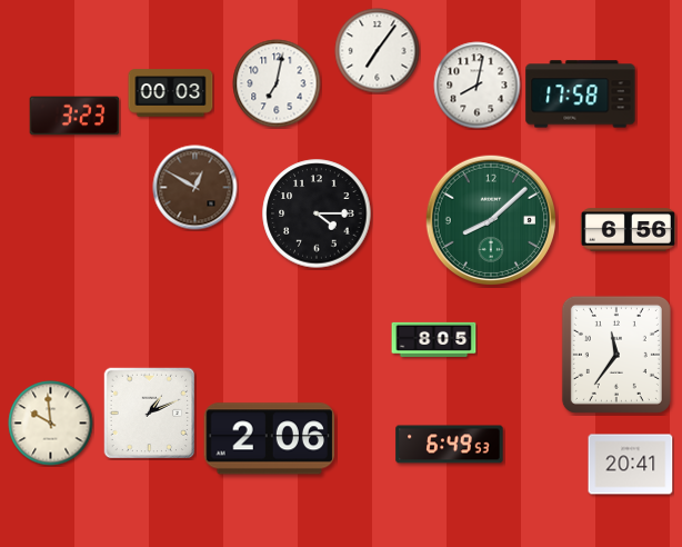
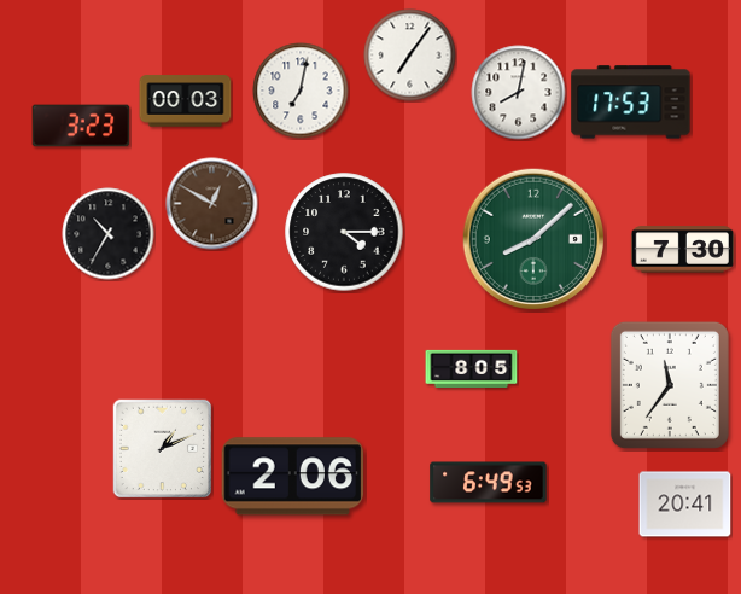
clock at (581, 95): 17:58 -> 17:53
clock at (109, 234): none -> 10:35
clock at (628, 230): 6:56 -> 7:30
clock at (51, 424): 9:59 -> none
